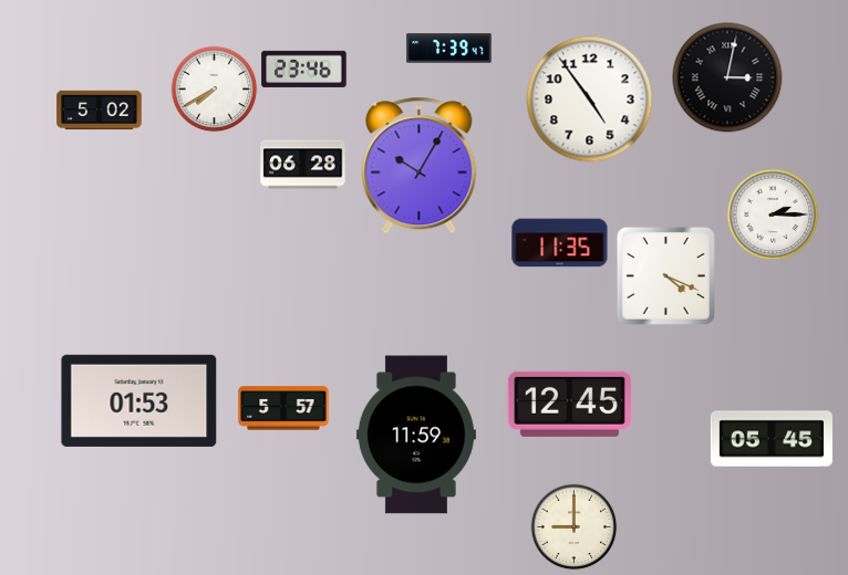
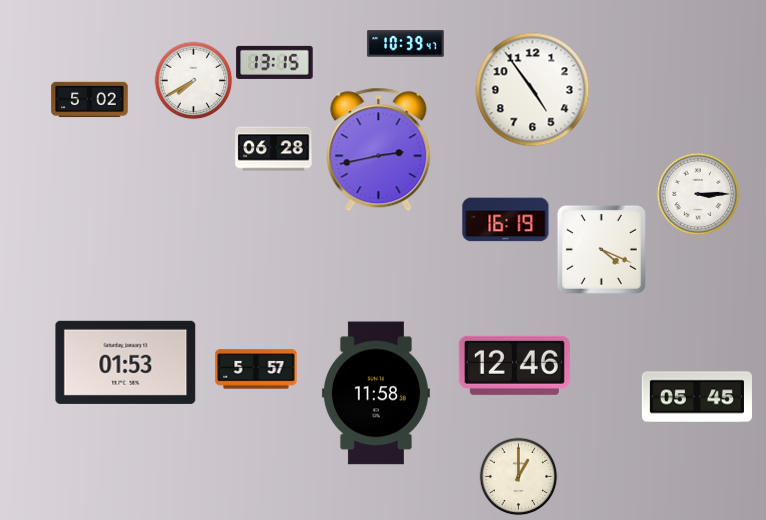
clock at (449, 49): 7:39 -> 10:39
clock at (304, 69): 23:46 -> 13:15
clock at (727, 77): 3:02 -> none
clock at (420, 166): 10:05 -> 2:43
clock at (773, 215): 2:15 -> 3:15
clock at (560, 243): 11:35 -> 16:19
clock at (569, 404): 12:45 -> 12:46
clock at (416, 435): 11:59 -> 11:58
clock at (573, 526): 9:00 -> 1:00
